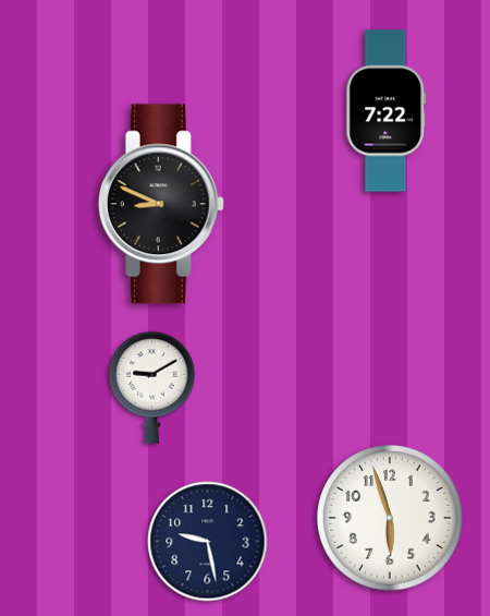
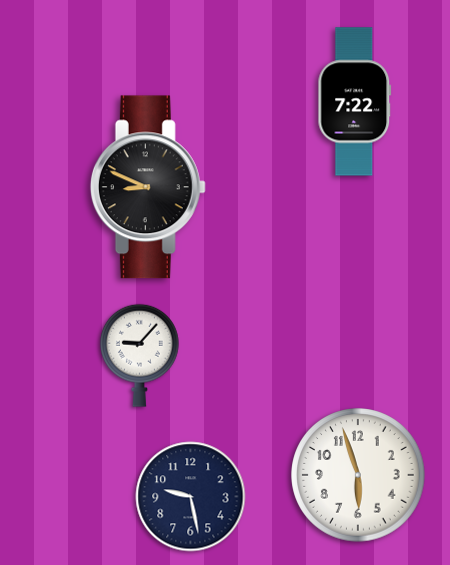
clock at (151, 387): 9:10 -> 9:07
